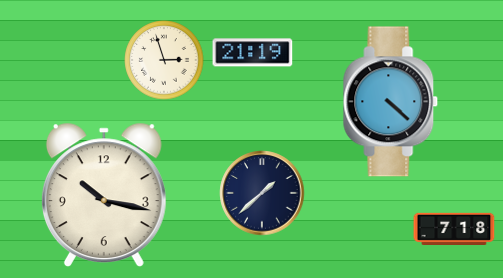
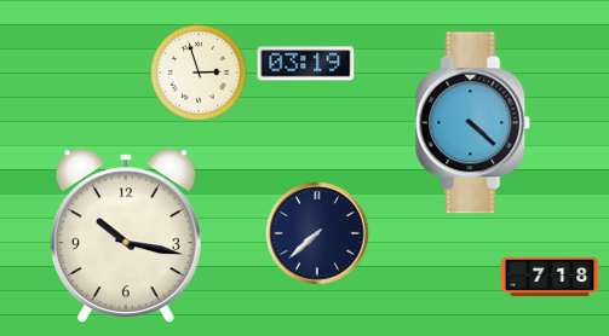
clock at (253, 53): 21:19 -> 03:19
clock at (262, 193): 1:38 -> 7:38
